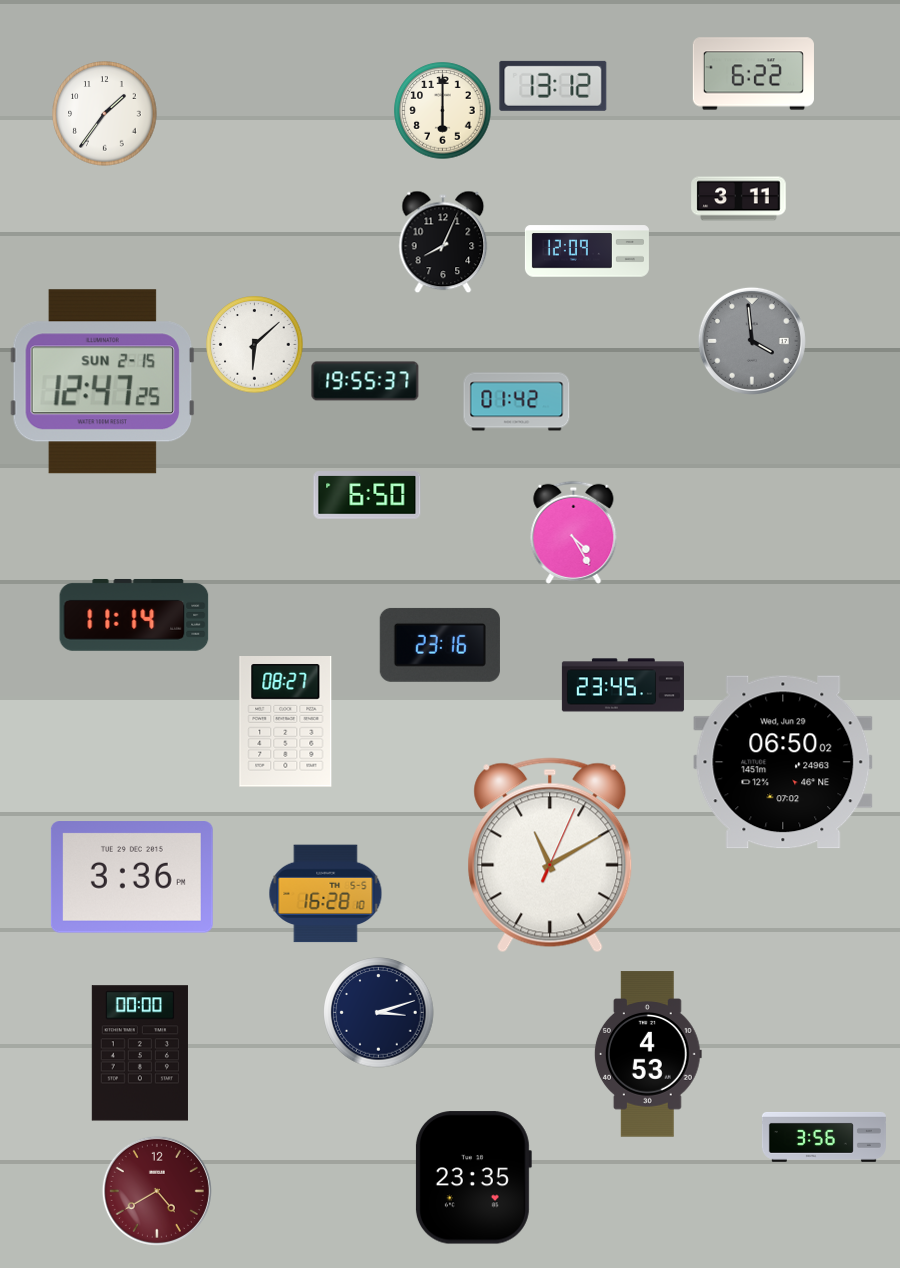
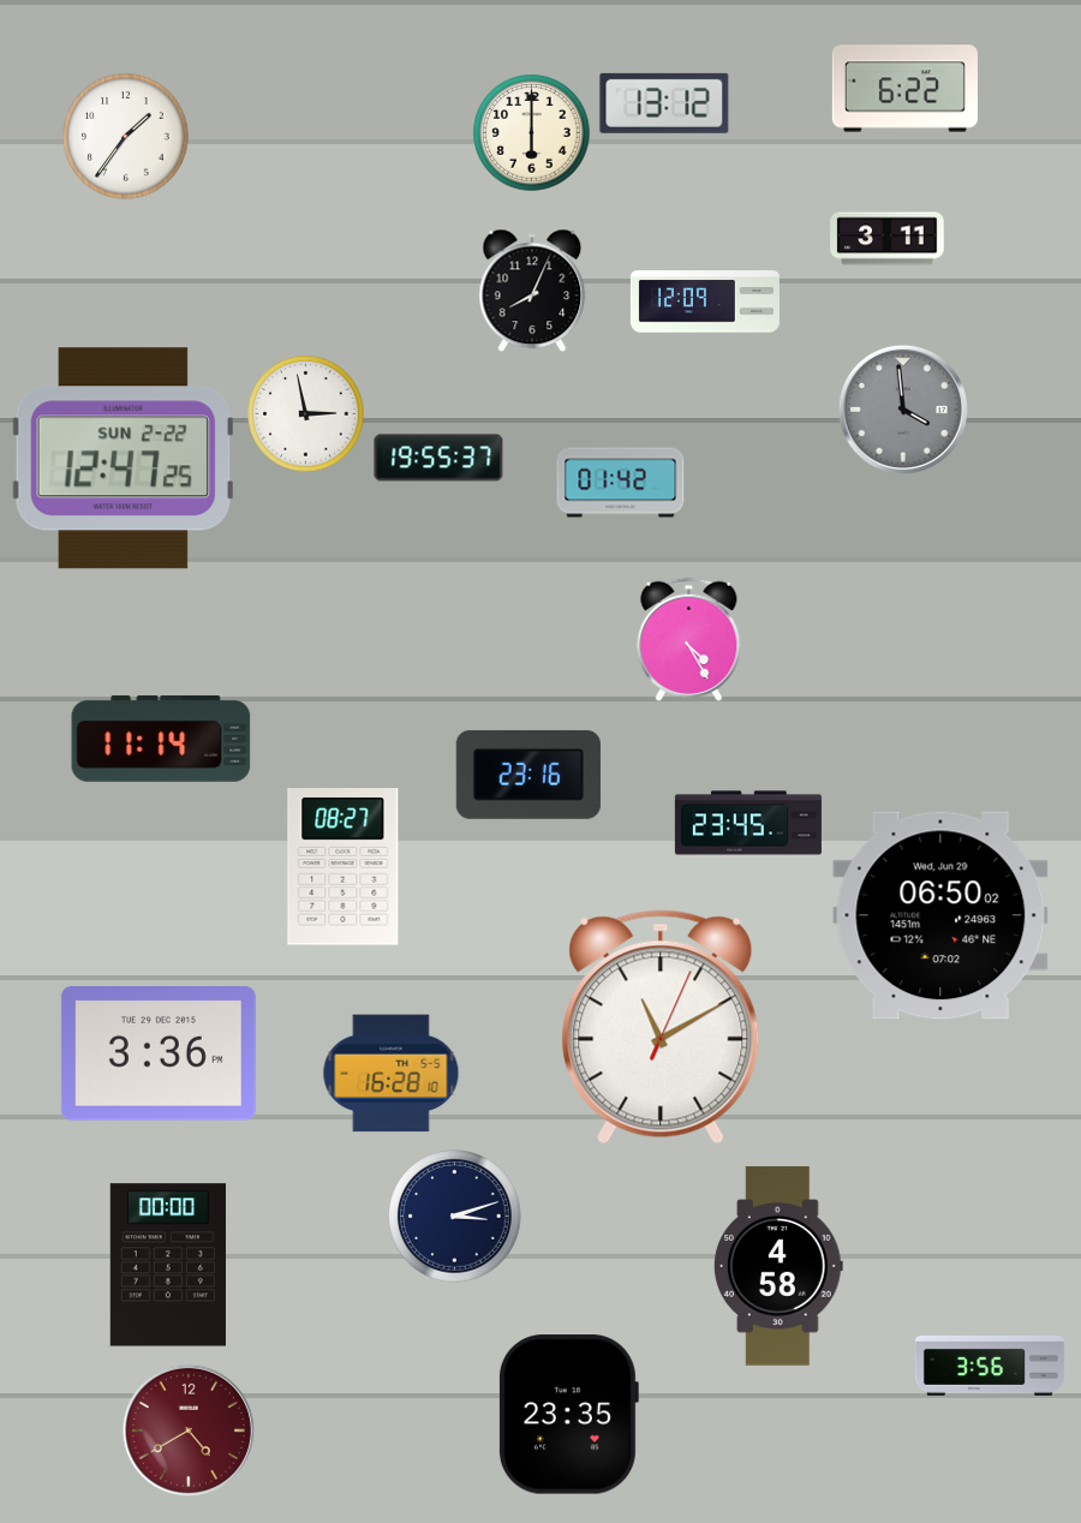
clock at (255, 345): 6:08 -> 2:58
clock at (102, 382) date: SUN 2-15 -> SUN 2-22
clock at (367, 495): 6:50 -> none
clock at (648, 1054): 4:53 -> 4:58
